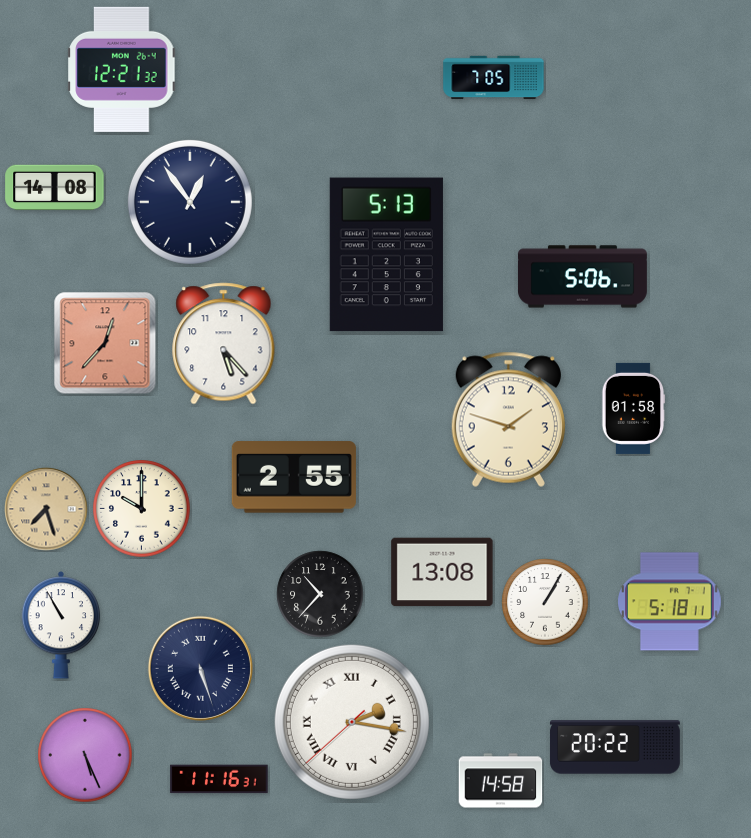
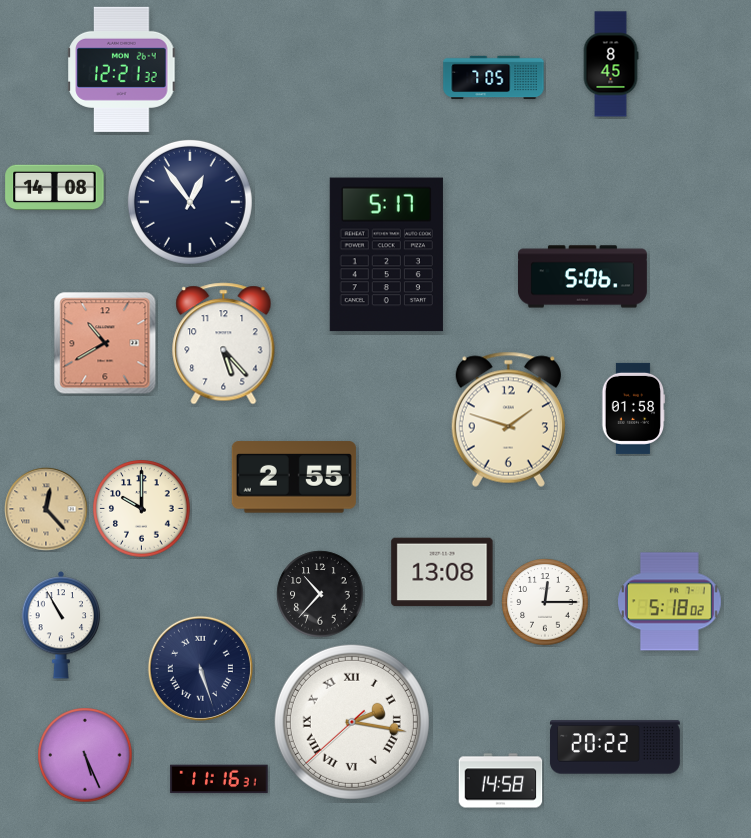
clock at (611, 64): none -> 8:45
clock at (386, 255): 5:13 -> 5:17
clock at (105, 343): 12:37 -> 10:40
clock at (46, 509): 7:27 -> 12:23
clock at (545, 602): 1:05 -> 12:15
clock at (670, 602): 5:18:11 -> 5:18:02
